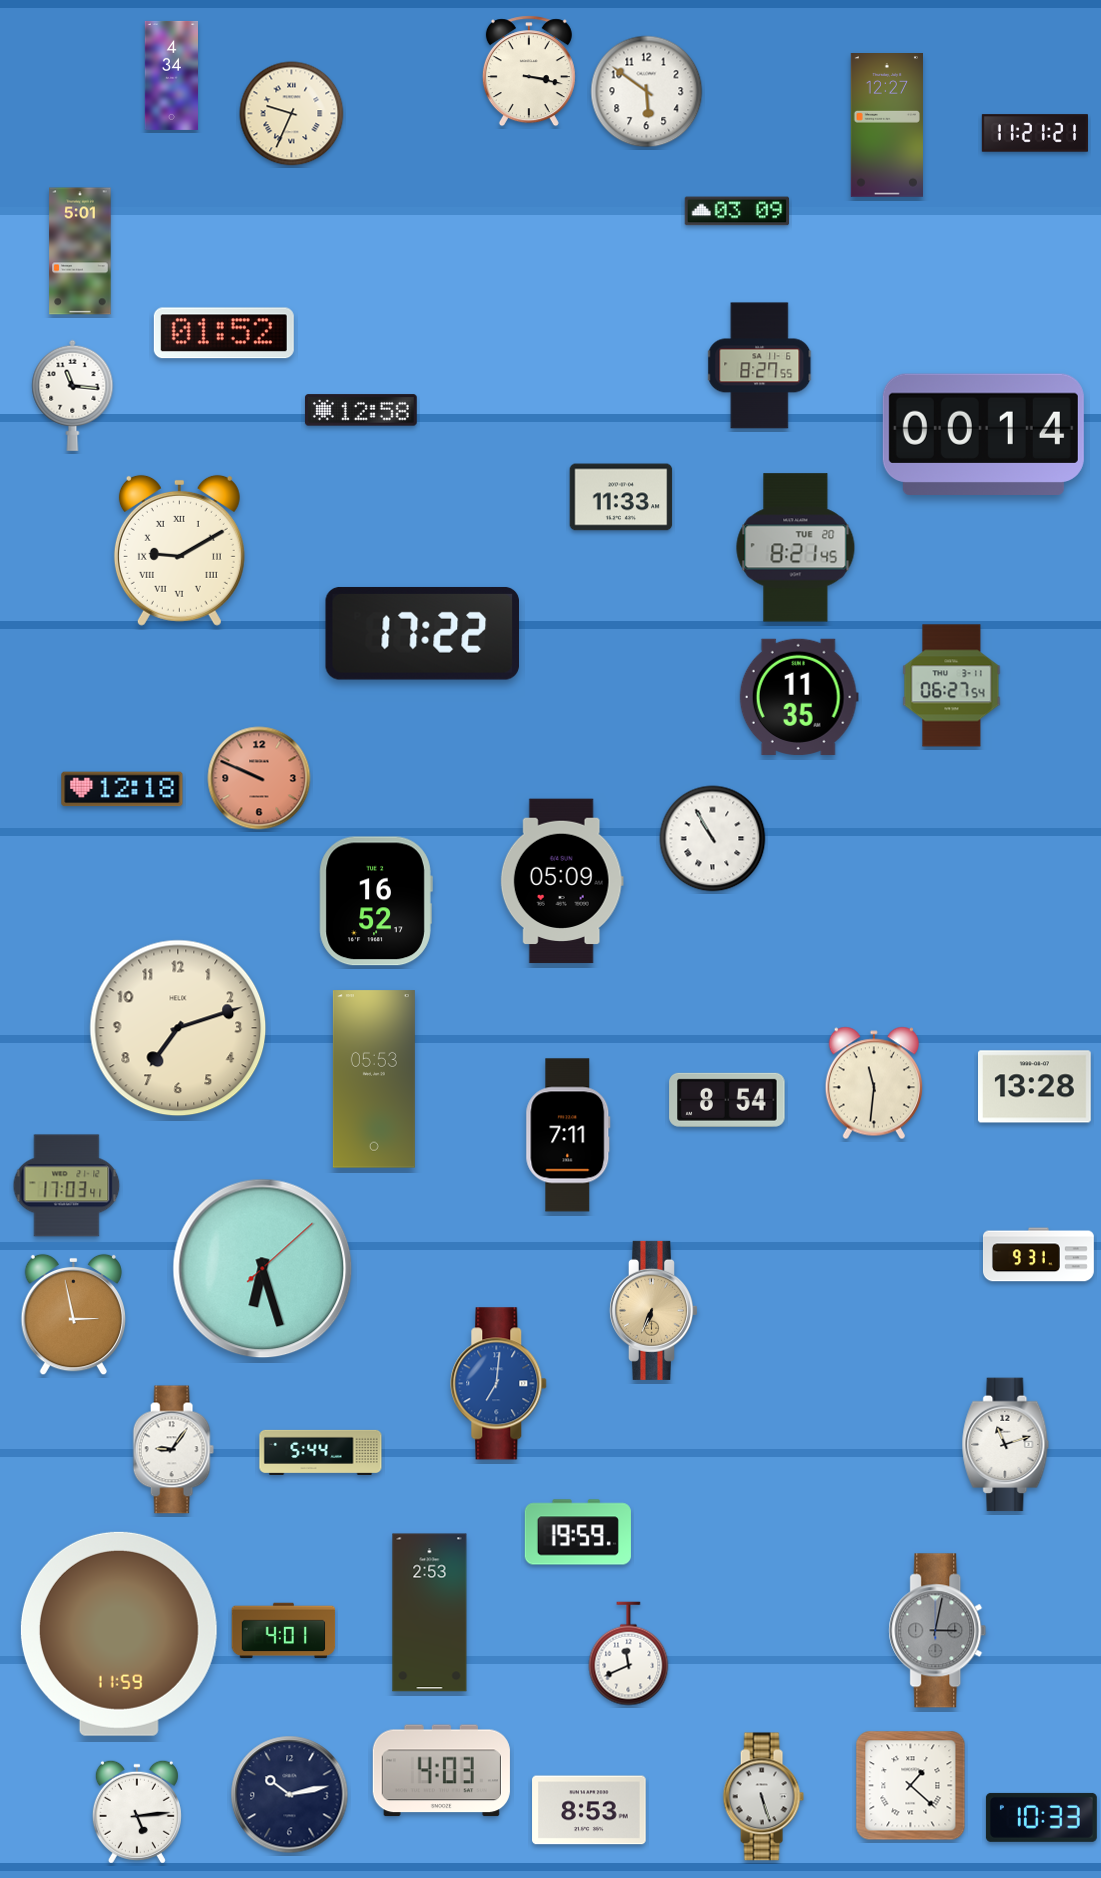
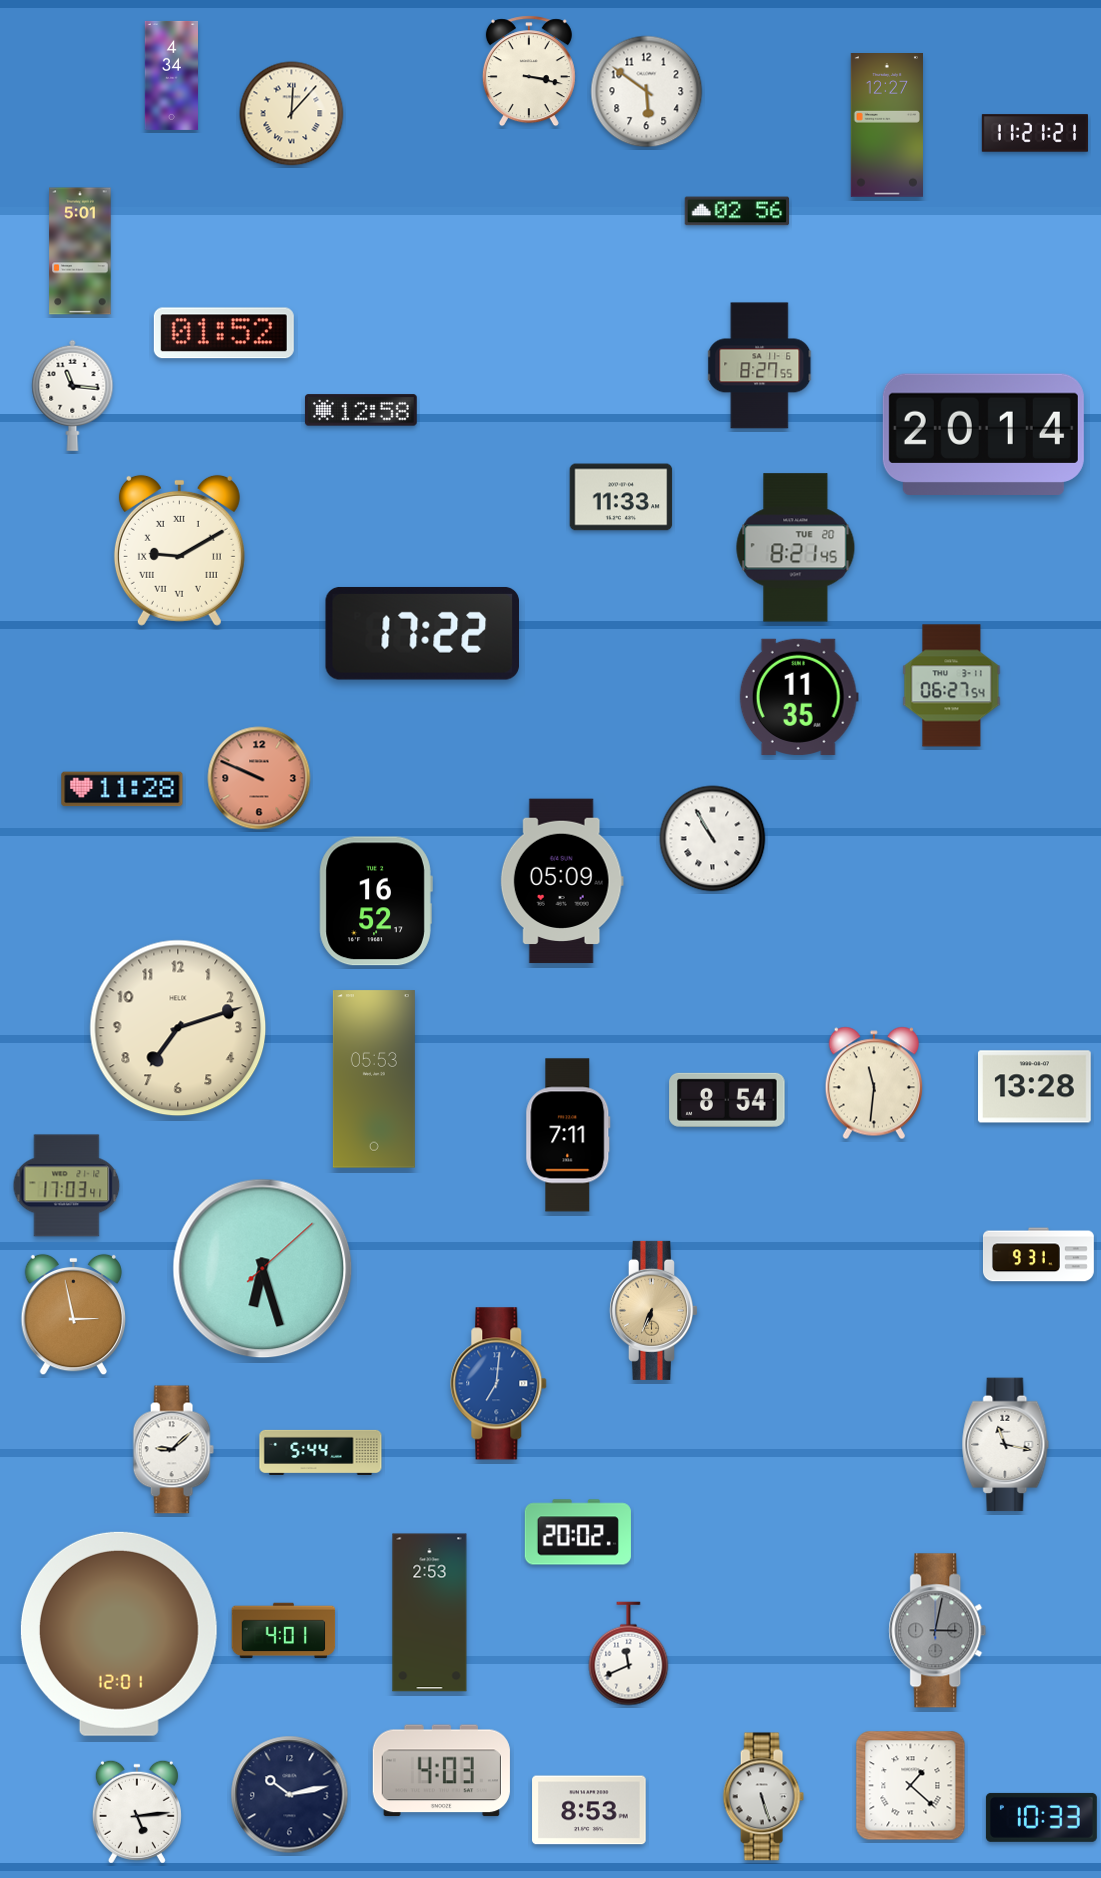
clock at (292, 114): 9:34 -> 12:07
clock at (737, 211): 03:09 -> 02:56
clock at (983, 434): 00:14 -> 20:14
clock at (122, 789): 12:18 -> 11:28
clock at (1006, 1445): 11:12 -> 11:17
clock at (173, 1450): 9:06 -> 9:08
clock at (578, 1532): 19:59 -> 20:02
clock at (119, 1634): 11:59 -> 12:01
